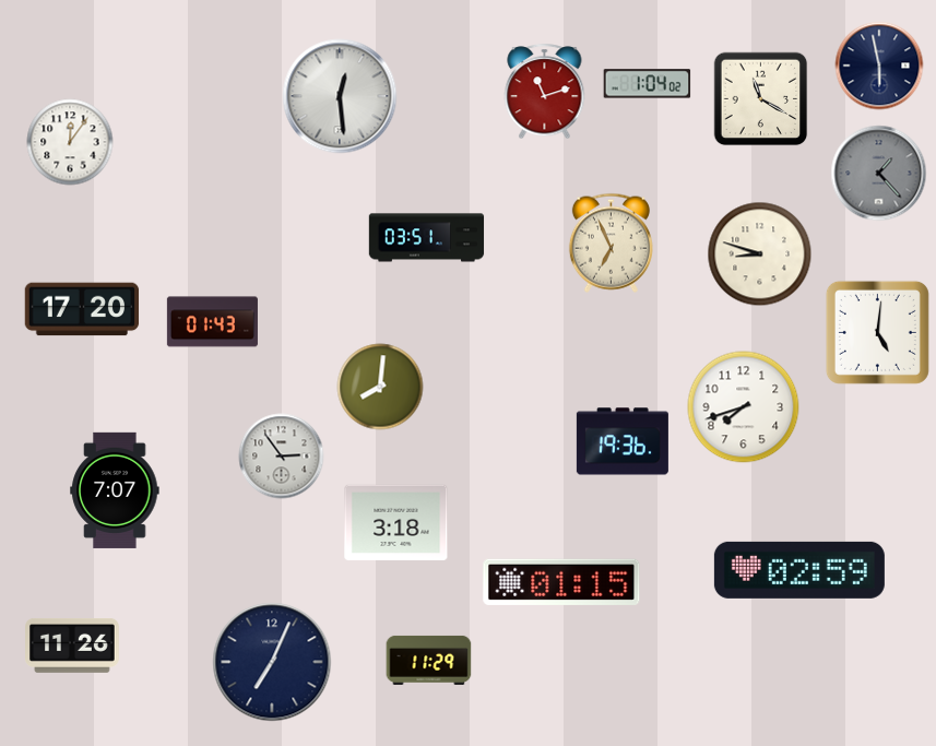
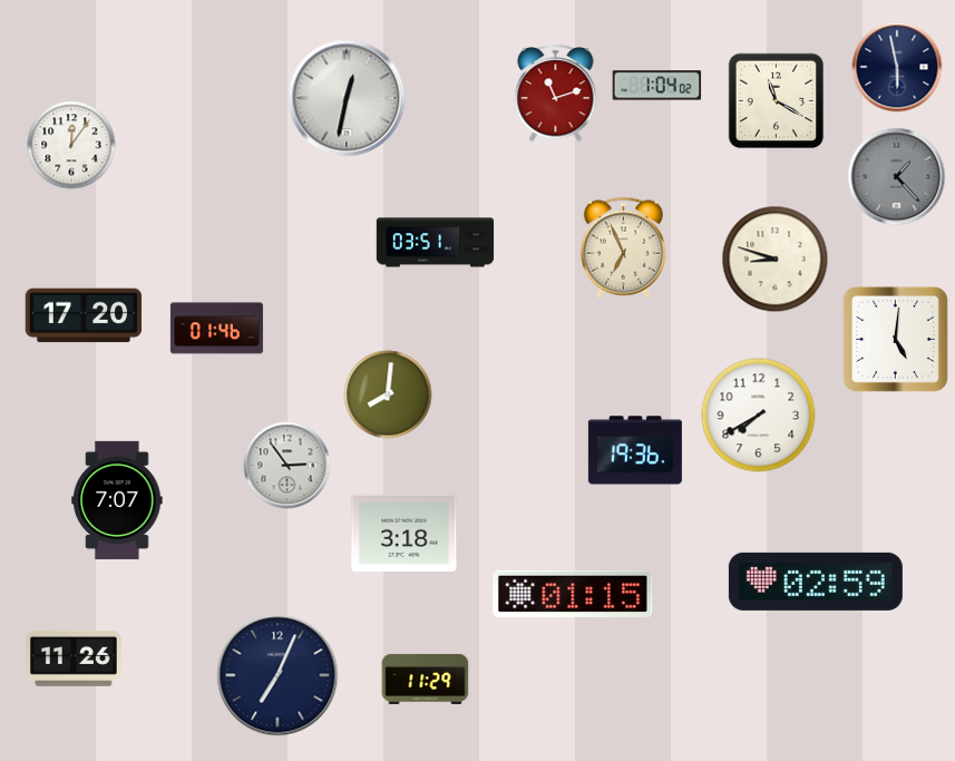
clock at (648, 84) position: (648, 84) -> (657, 86)
clock at (340, 96): 12:29 -> 12:32
clock at (212, 322): 01:43 -> 01:46
clock at (744, 407): 7:42 -> 7:40
clock at (429, 660) position: (429, 660) -> (426, 679)
